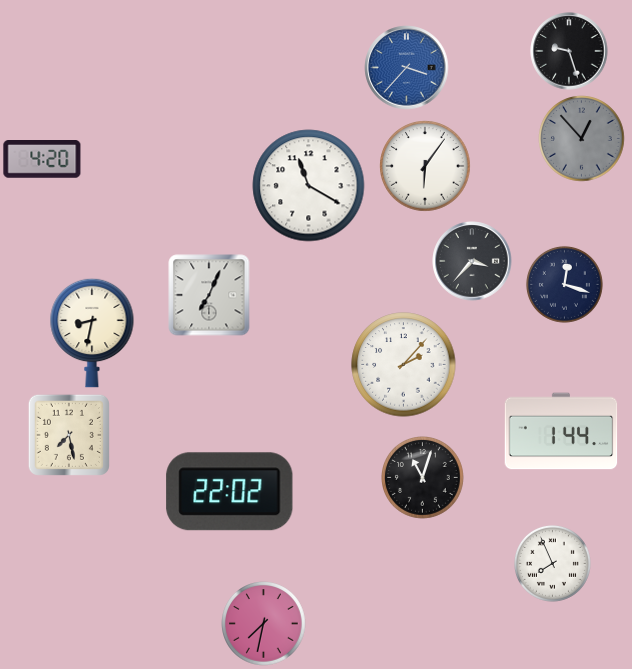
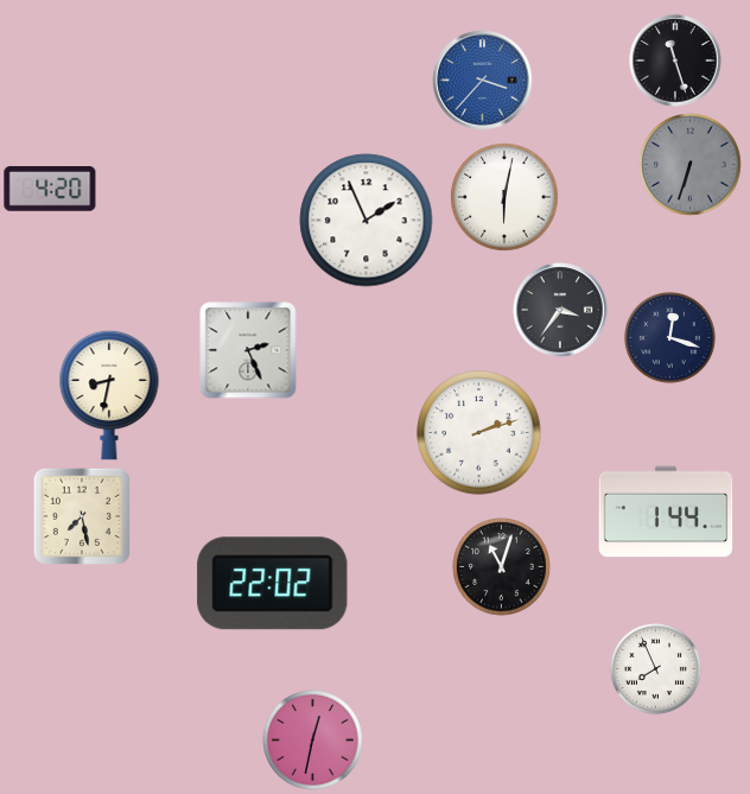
clock at (569, 51): 9:27 -> 11:27
clock at (582, 139): 12:53 -> 6:33
clock at (425, 166): 6:06 -> 6:02
clock at (309, 186): 11:20 -> 1:56
clock at (472, 261): 3:37 -> 3:36
clock at (209, 295): 7:04 -> 2:26
clock at (404, 365): 2:07 -> 2:12
clock at (264, 624): 7:32 -> 12:32
